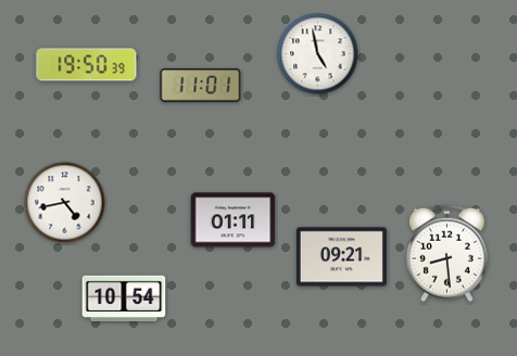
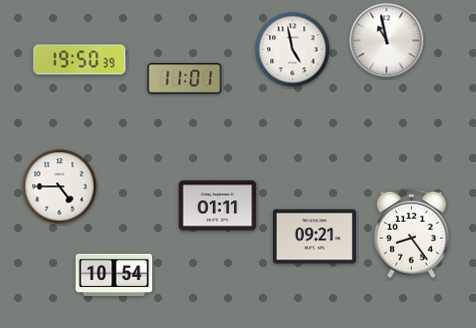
clock at (387, 41): none -> 10:58
clock at (65, 203): 4:43 -> 4:45
clock at (234, 220) position: (234, 220) -> (218, 206)
clock at (446, 254): 8:29 -> 8:24
